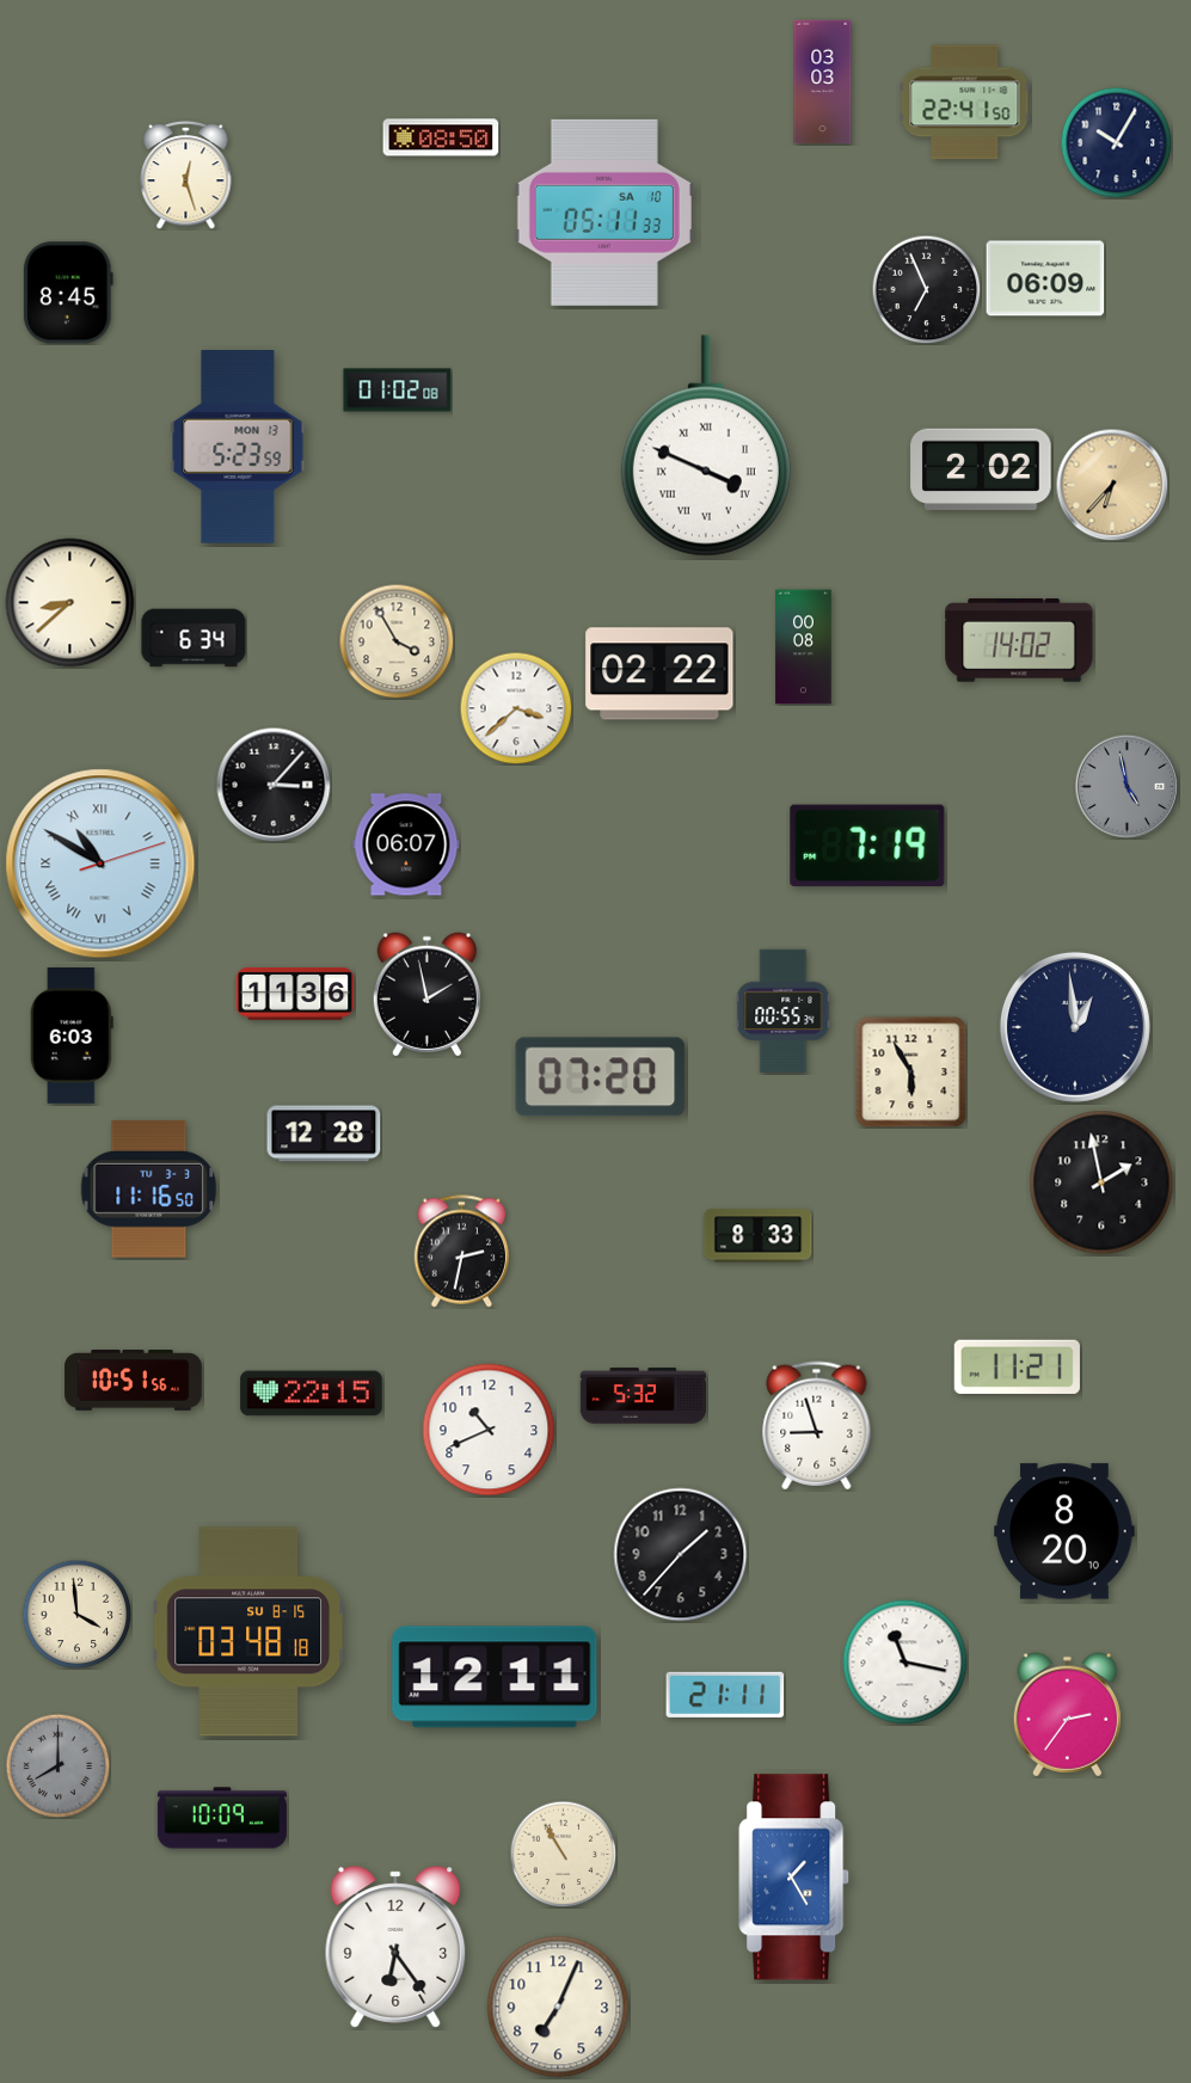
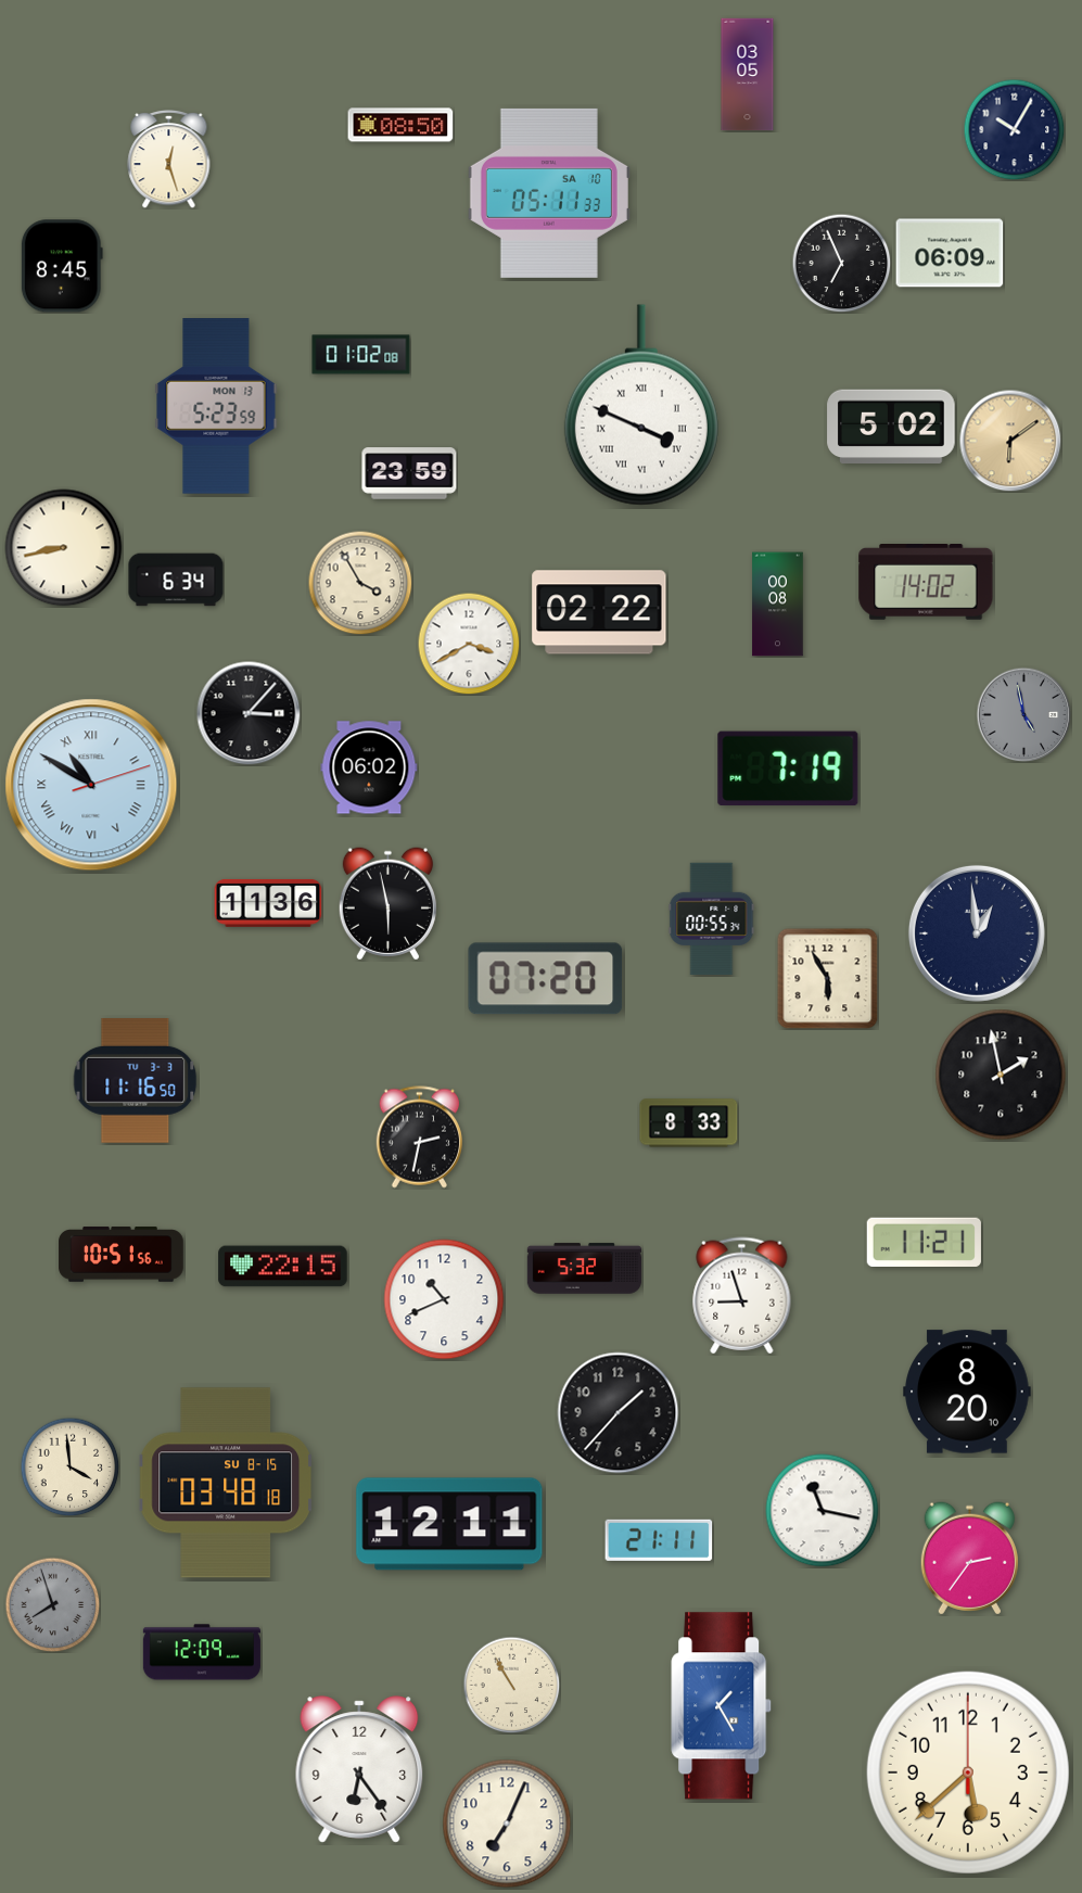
clock at (823, 82): 03:03 -> 03:05
clock at (965, 103): 22:41 -> none
clock at (981, 469): 2:02 -> 5:02
clock at (1112, 485): 6:37 -> 6:09
clock at (409, 473): none -> 23:59
clock at (70, 603): 8:38 -> 8:43
clock at (804, 647) position: (804, 647) -> (778, 605)
clock at (516, 708): 3:38 -> 3:40
clock at (406, 844): 06:07 -> 06:02
clock at (426, 995): 1:58 -> 5:58
clock at (72, 1036): 6:03 -> none
clock at (911, 1073) position: (911, 1073) -> (828, 979)
clock at (324, 1133): 12:28 -> none
clock at (57, 1765): 8:00 -> 7:57
clock at (222, 1818): 10:09 -> 12:09
clock at (968, 1773): none -> 5:38
